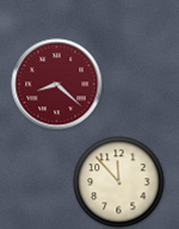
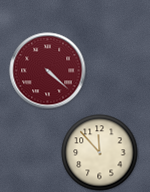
clock at (57, 85): 8:22 -> 4:22
